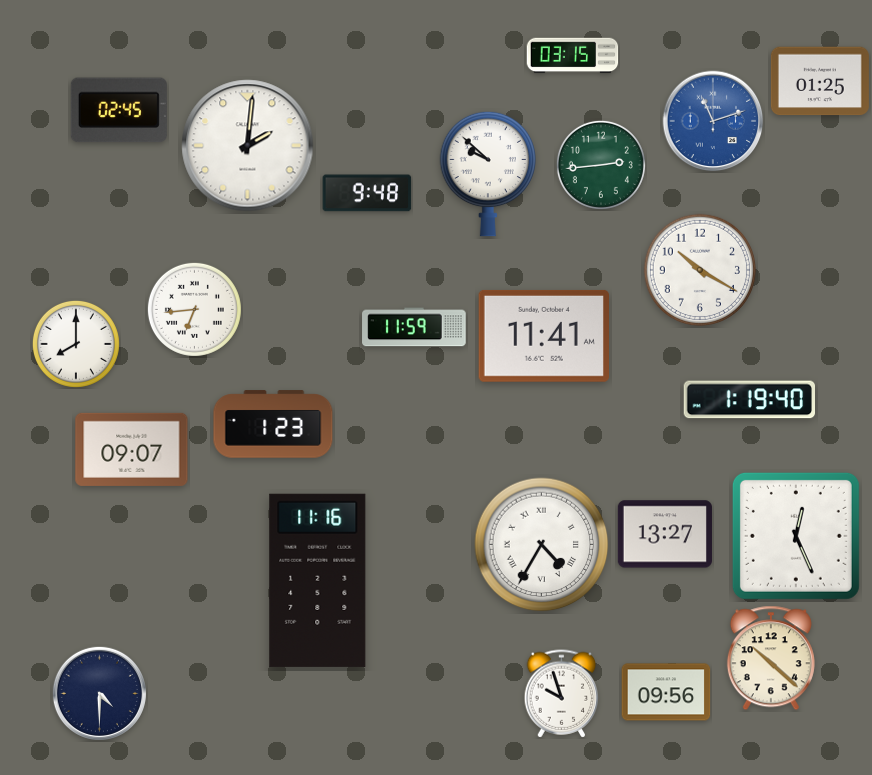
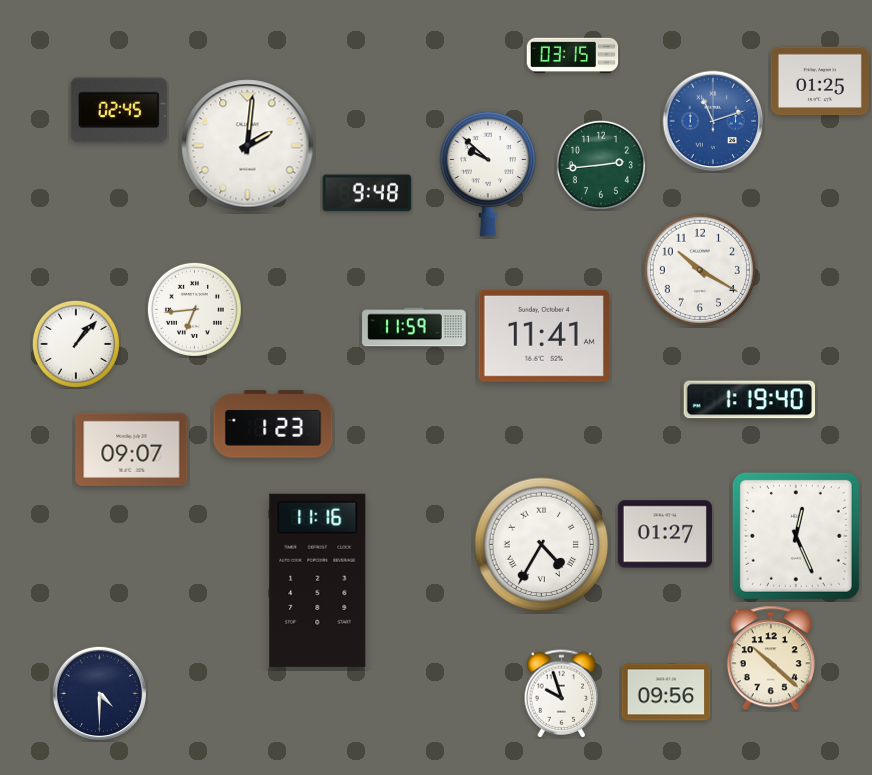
clock at (76, 344): 8:00 -> 1:07
clock at (665, 534): 13:27 -> 01:27
